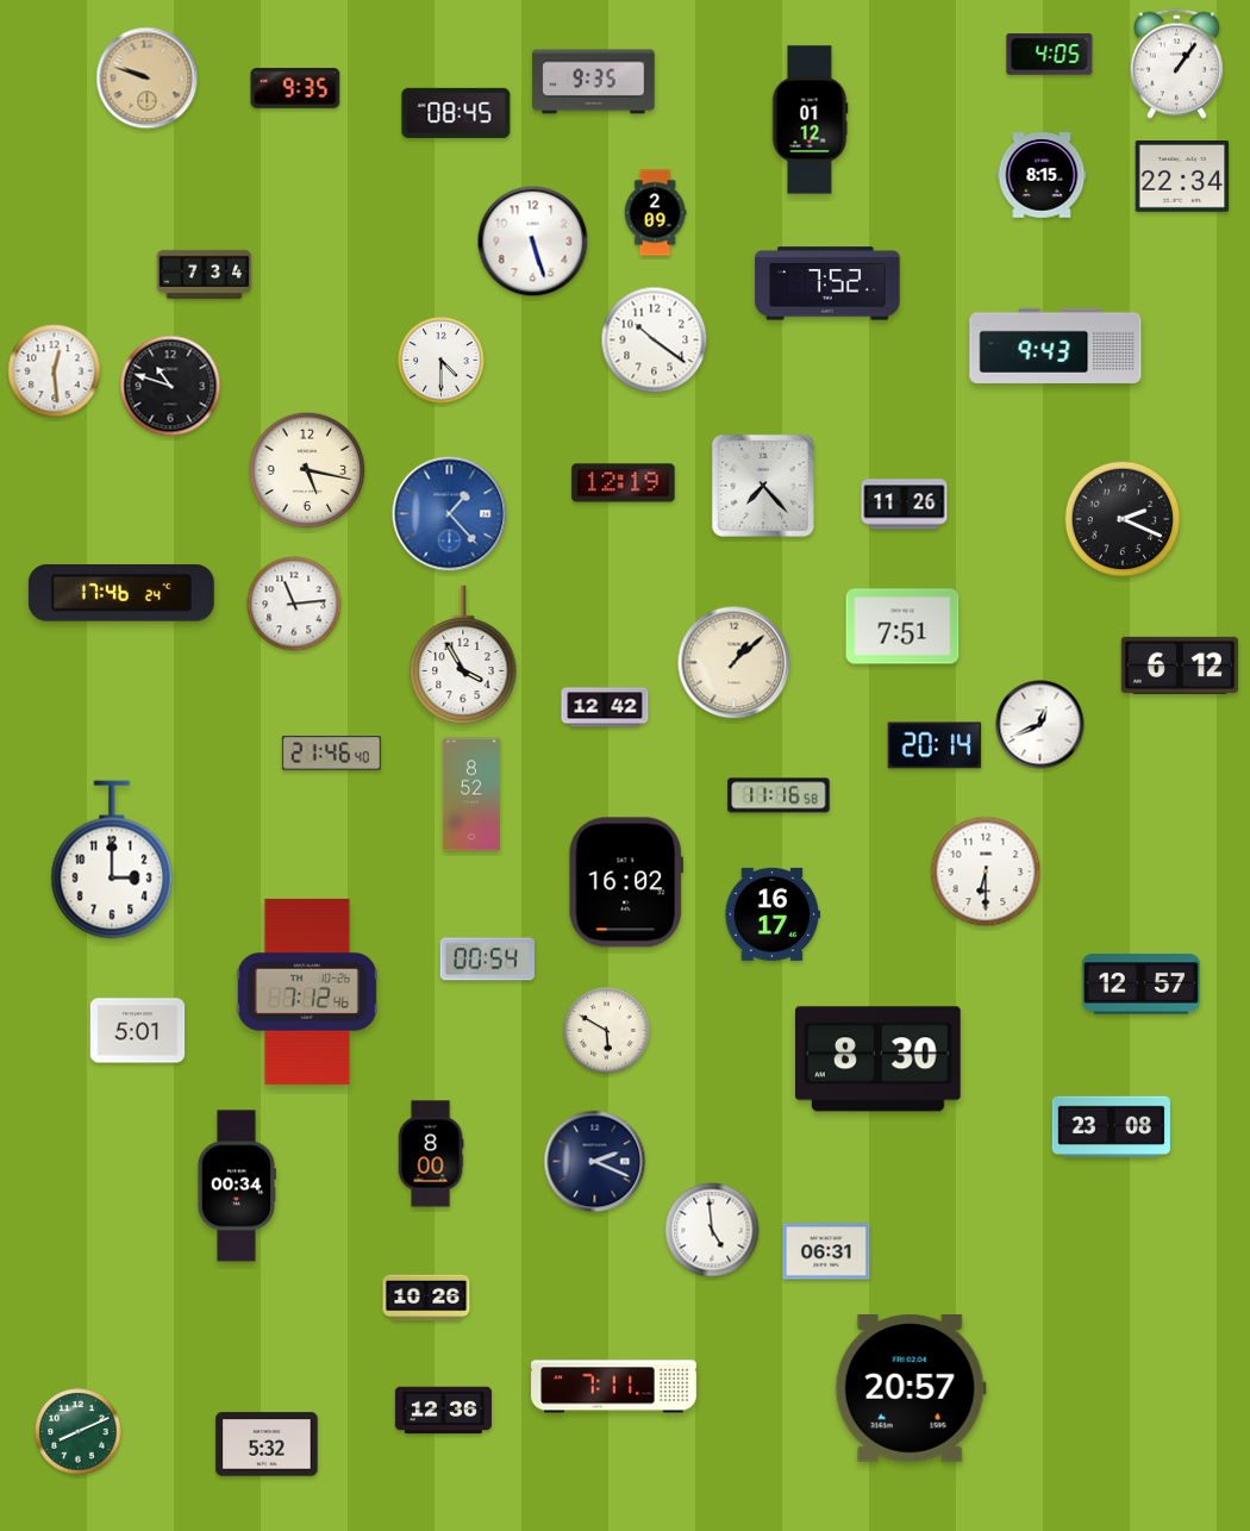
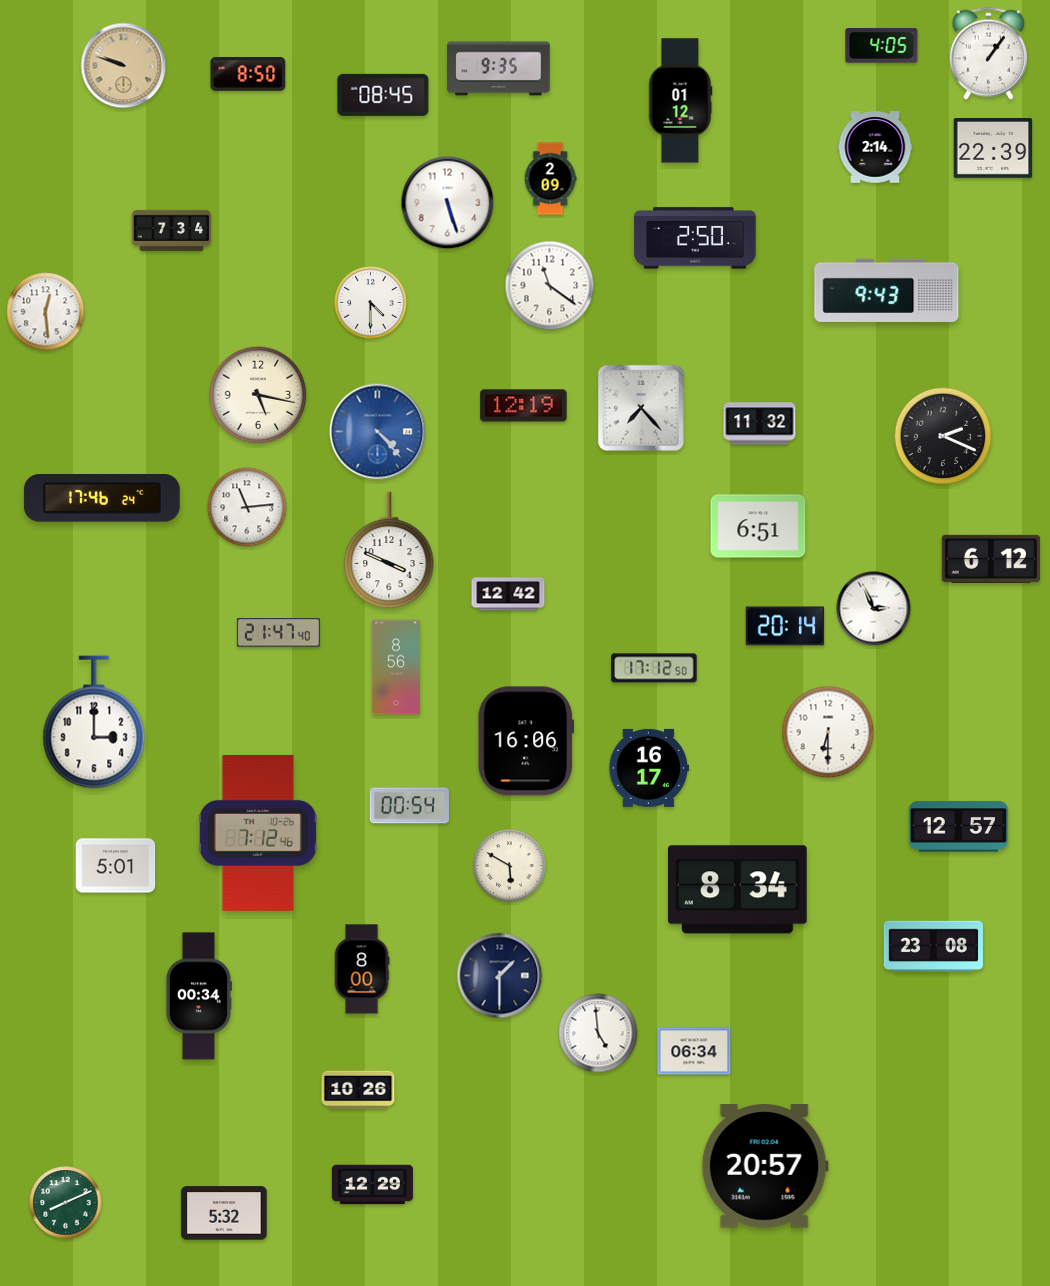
clock at (295, 89): 9:35 -> 8:50
clock at (1042, 175): 8:15 -> 2:14
clock at (1182, 177): 22:34 -> 22:39
clock at (827, 283): 7:52 -> 2:50
clock at (655, 340): 10:21 -> 11:21
clock at (170, 386): 10:48 -> none
clock at (905, 505): 11:26 -> 11:32
clock at (450, 514): 1:23 -> 4:23
clock at (902, 626): 7:51 -> 6:51
clock at (463, 655): 3:55 -> 3:49
clock at (735, 663): 1:08 -> none
clock at (1040, 725): 12:41 -> 2:56
clock at (331, 754): 21:46 -> 21:47
clock at (471, 794): 8:52 -> 8:56
clock at (779, 795): 11:16 -> 17:12
clock at (625, 882): 16:02 -> 16:06
clock at (877, 1060): 8:30 -> 8:34
clock at (595, 1162): 2:19 -> 1:30
clock at (826, 1251): 06:31 -> 06:34
clock at (614, 1387): 7:11 -> none
clock at (443, 1411): 12:36 -> 12:29
